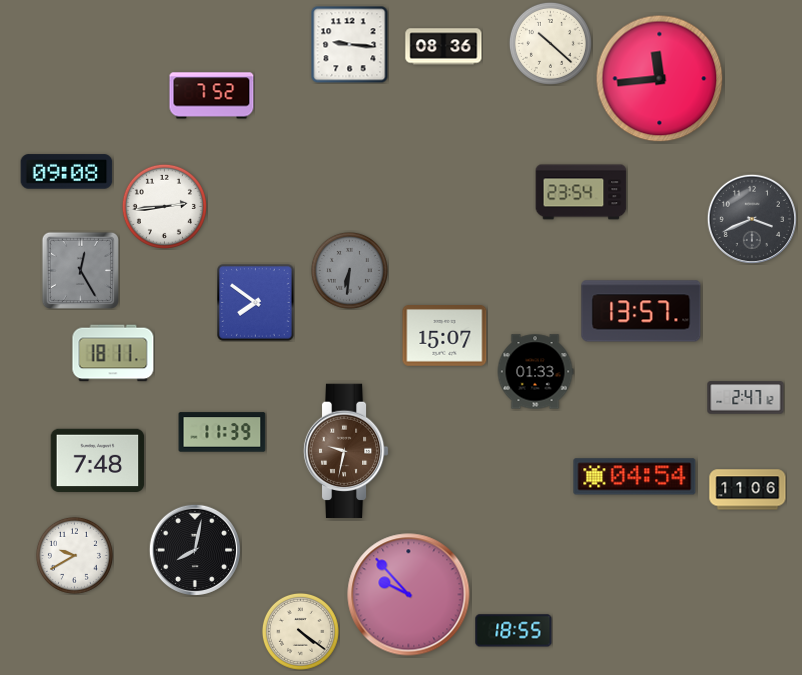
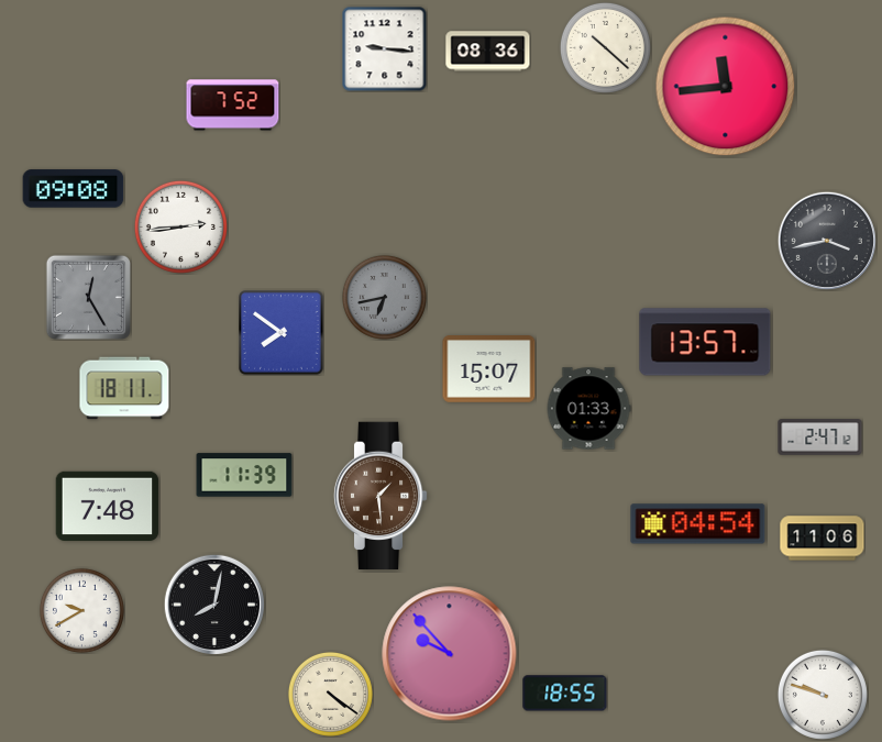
clock at (581, 192): 23:54 -> none
clock at (752, 219): 3:41 -> 3:43
clock at (349, 270): 6:31 -> 6:43
clock at (346, 451): 9:32 -> 1:29
clock at (823, 695): none -> 9:48
